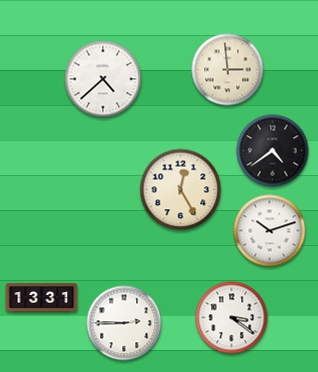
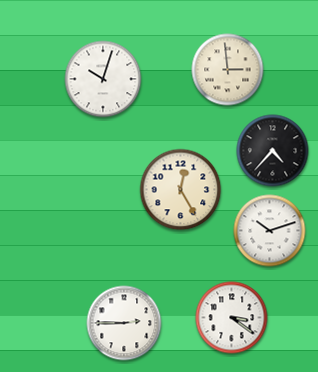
clock at (103, 79): 4:38 -> 10:03
clock at (273, 151): 4:39 -> 4:37
clock at (42, 298): 13:31 -> none
